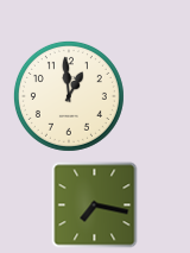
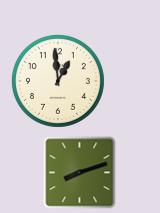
clock at (95, 205): 7:17 -> 8:12
